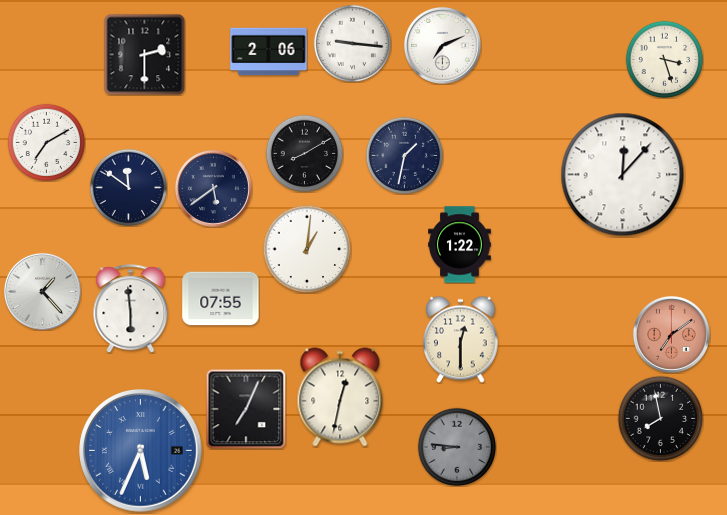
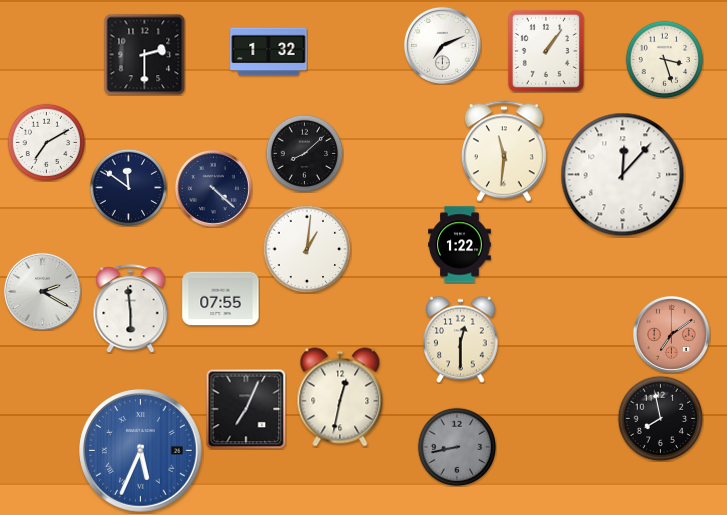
clock at (352, 43): 9:16 -> none
clock at (546, 51): none -> 1:06
clock at (269, 52): 2:06 -> 1:32
clock at (504, 151): none -> 11:31
clock at (304, 153): 8:10 -> 8:08
clock at (404, 155): 1:32 -> none
clock at (213, 188): 5:39 -> 4:22
clock at (42, 291): 1:23 -> 2:20
clock at (457, 447): 8:46 -> 8:43
